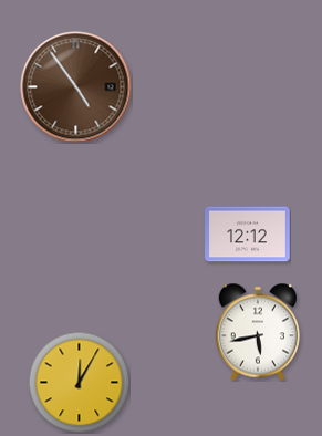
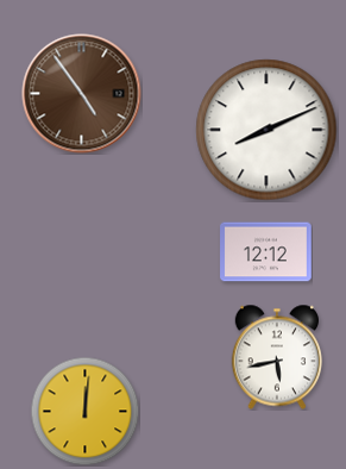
clock at (266, 130): none -> 8:11
clock at (79, 382): 12:05 -> 12:01
